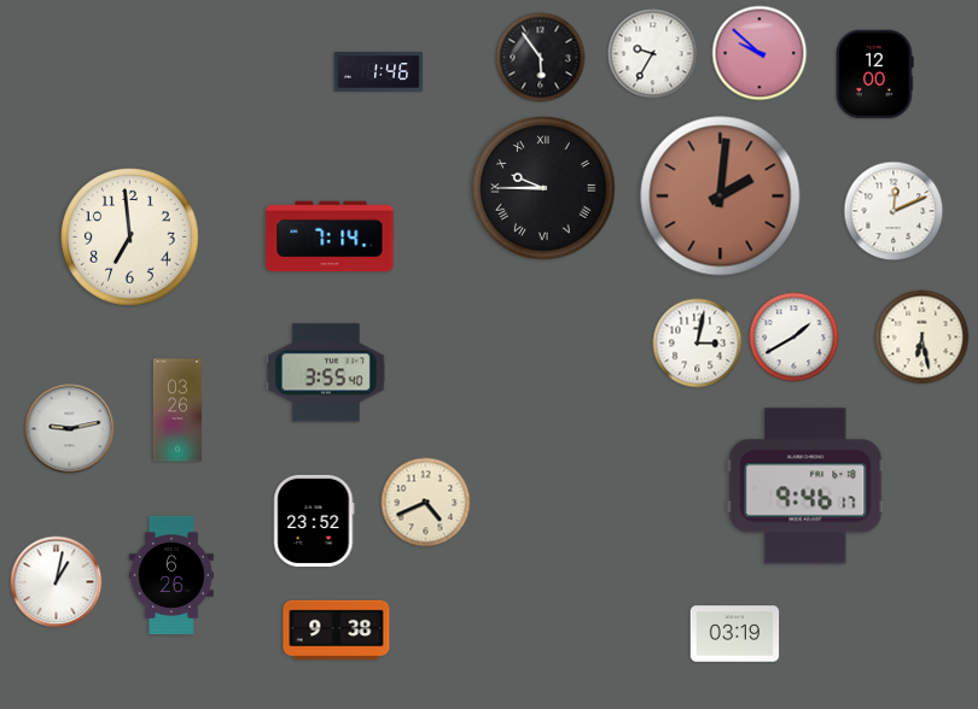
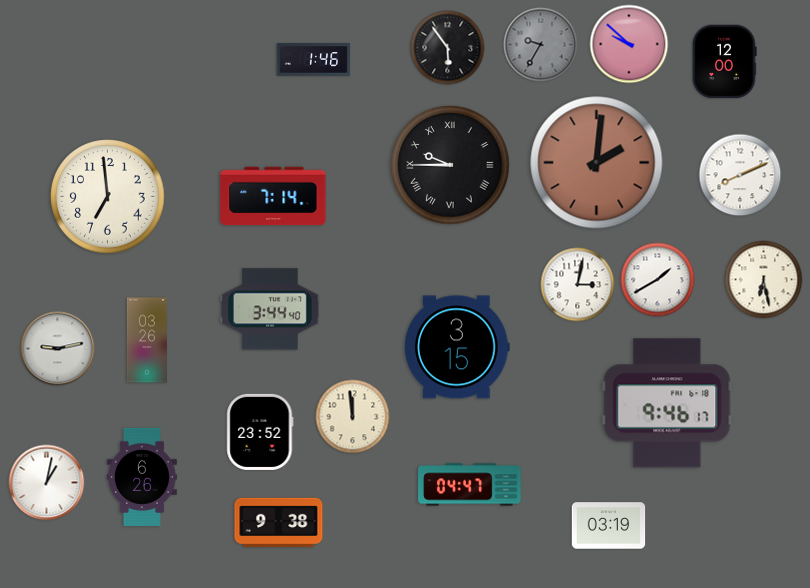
clock at (653, 54) dial: white -> grey
clock at (543, 188) position: (543, 188) -> (450, 165)
clock at (893, 211): 12:11 -> 8:11
clock at (326, 373): 3:55 -> 3:44
clock at (457, 347): none -> 3:15
clock at (70, 429) position: (70, 429) -> (58, 349)
clock at (426, 503): 4:41 -> 11:59
clock at (470, 485): none -> 04:47
